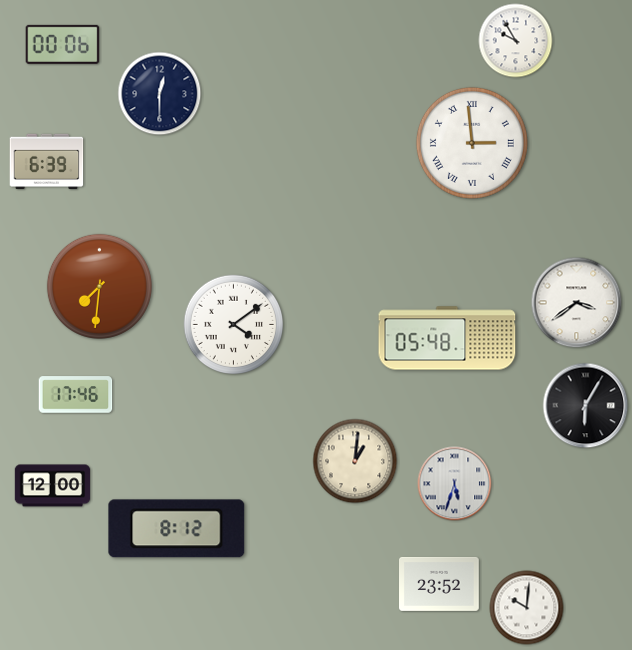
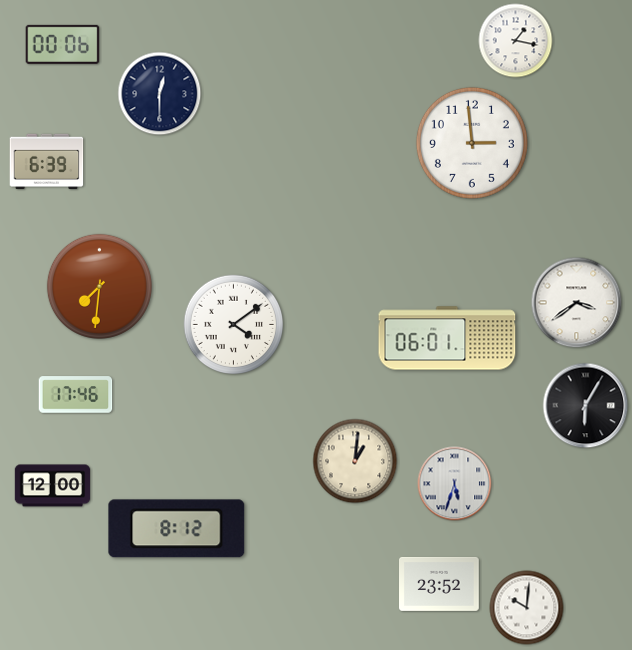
clock at (516, 41): 9:55 -> 1:17
clock at (472, 143) numerals: Roman -> Arabic
clock at (447, 338): 05:48 -> 06:01
